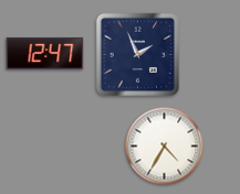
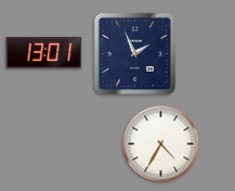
clock at (45, 53): 12:47 -> 13:01
